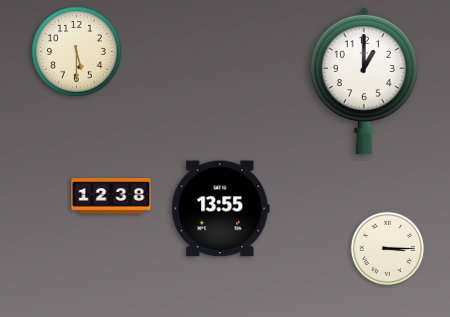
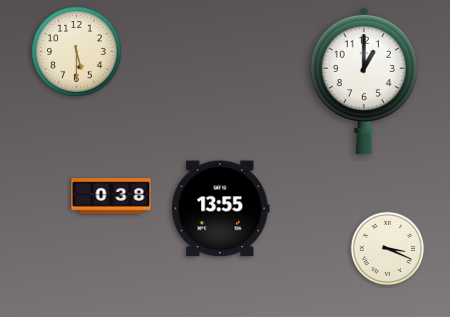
clock at (111, 196): 12:38 -> 0:38
clock at (388, 249): 3:15 -> 3:19
